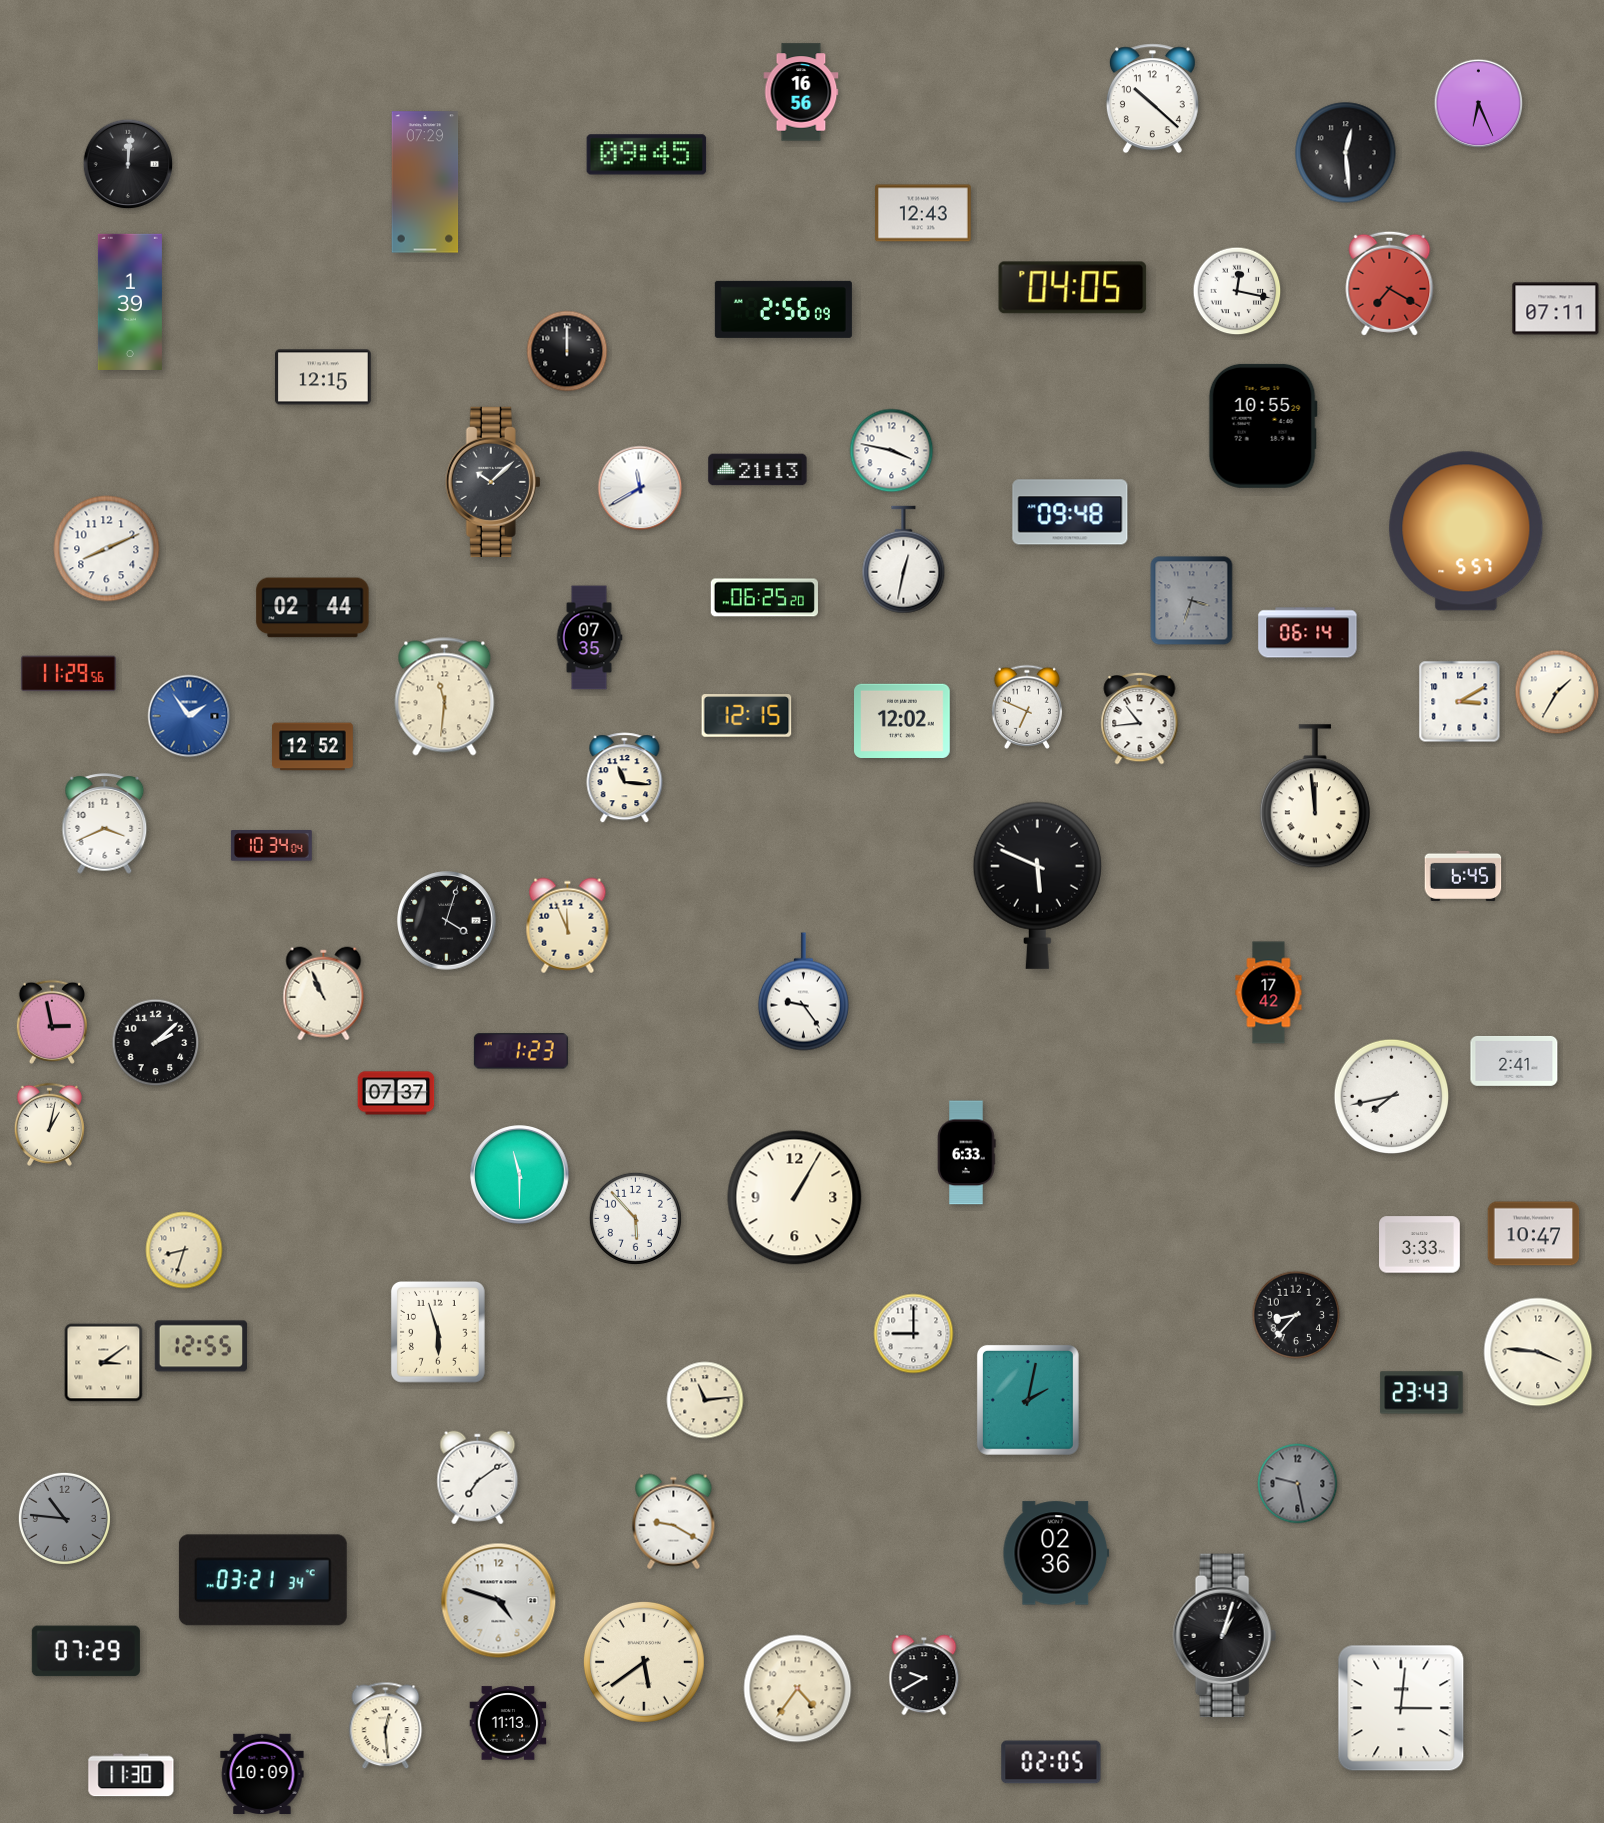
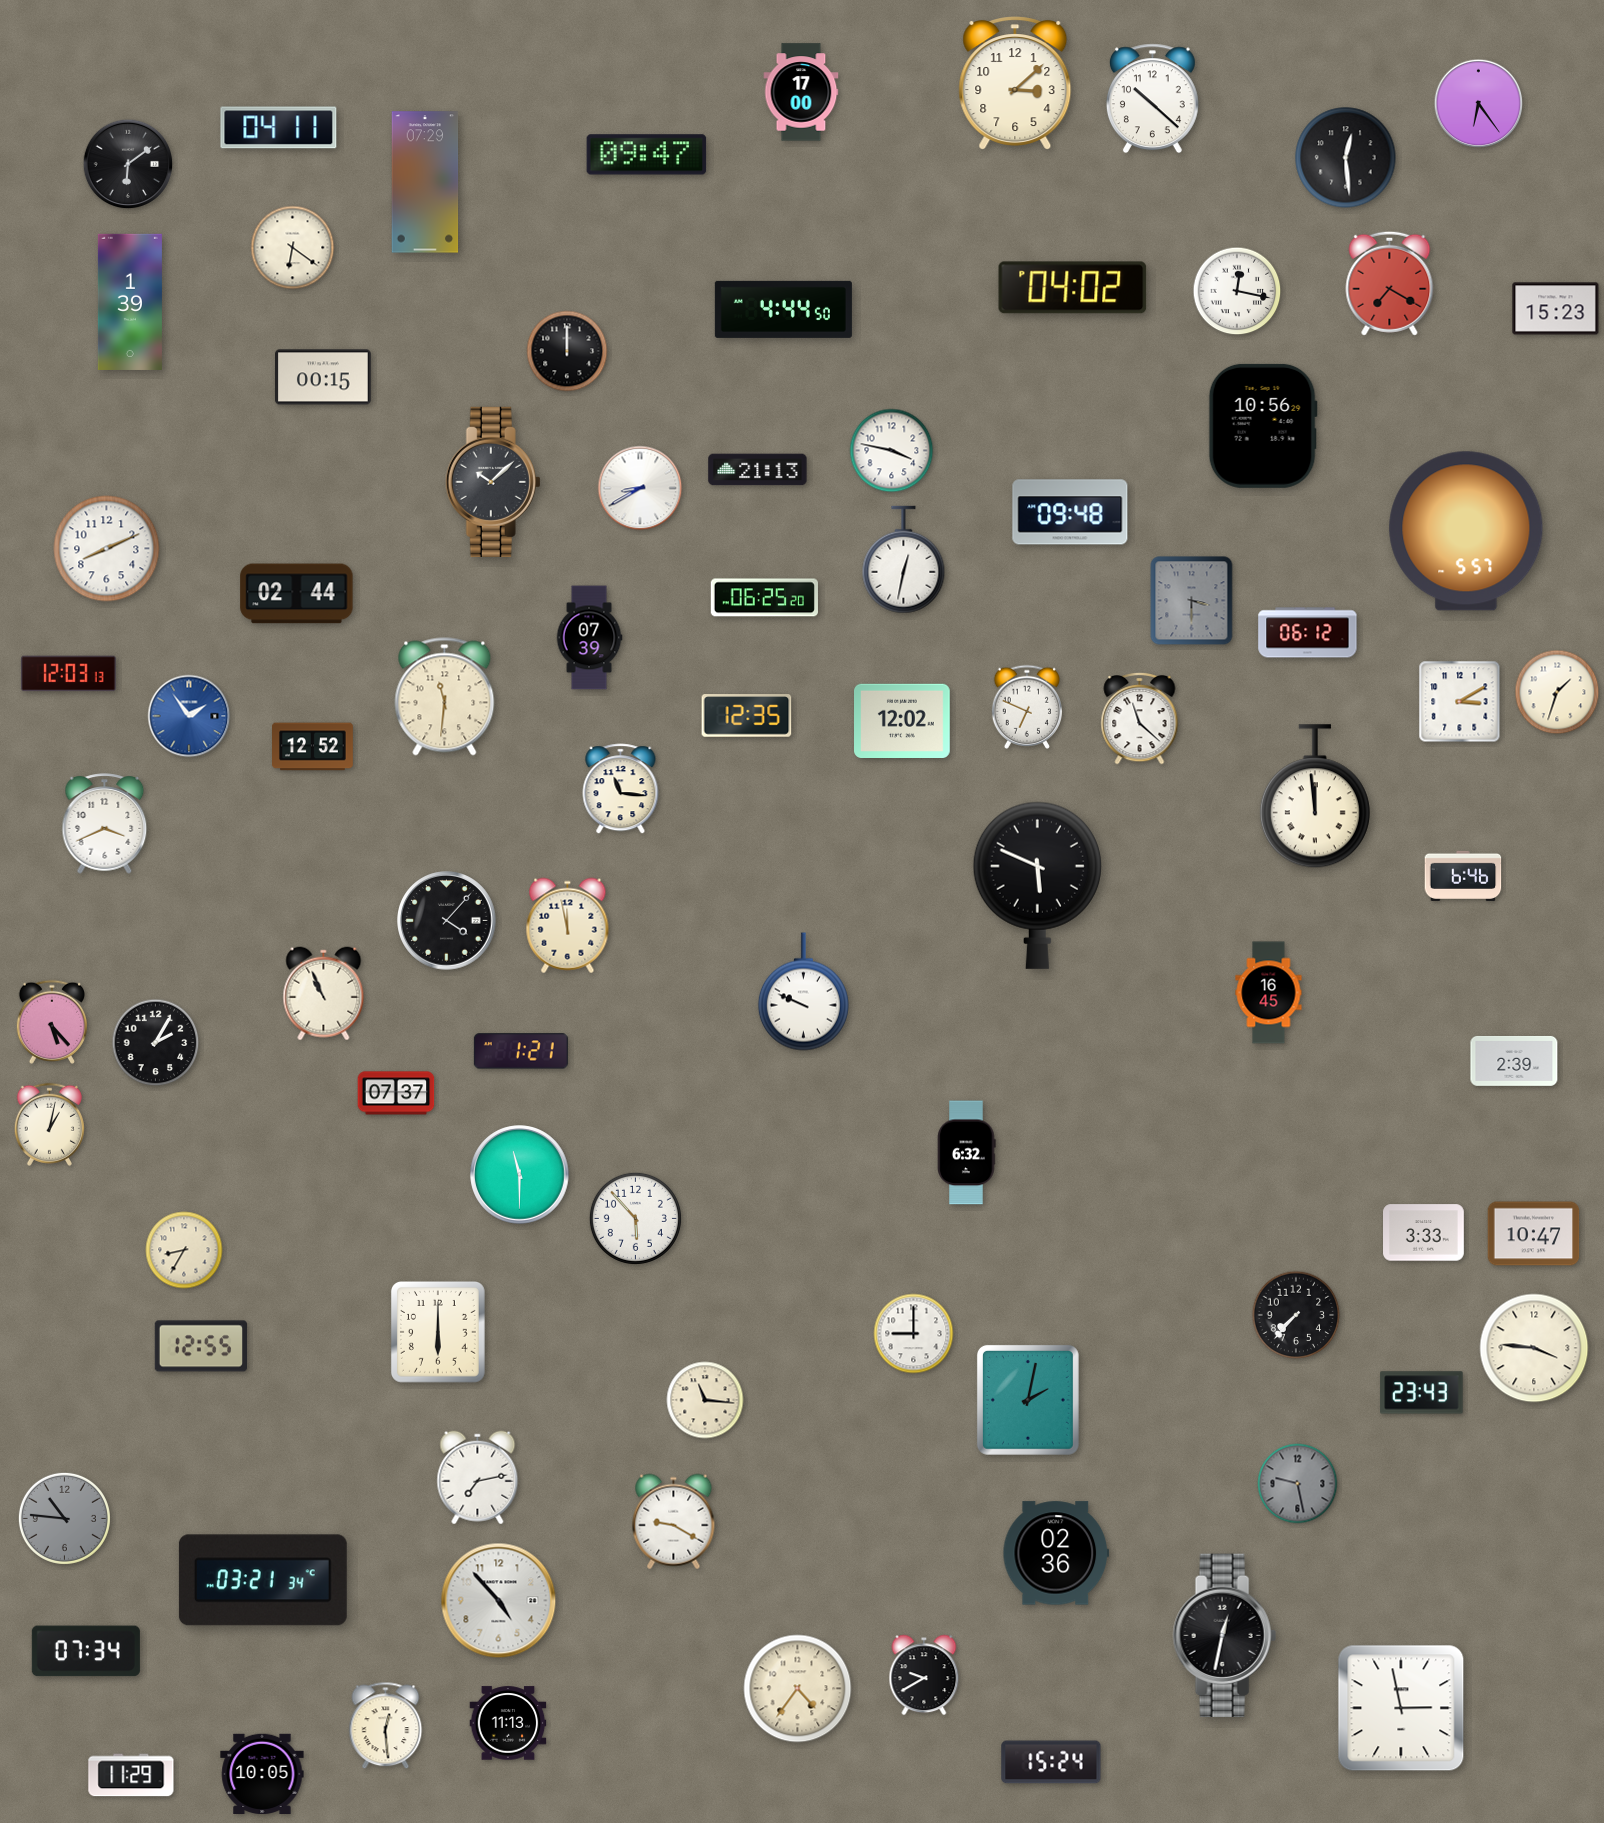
clock at (1015, 83): none -> 3:08
clock at (801, 92): 16:56 -> 17:00
clock at (1479, 104): 6:26 -> 6:24
clock at (279, 128): none -> 04:11
clock at (1346, 153) position: (1346, 153) -> (1346, 158)
clock at (647, 155): 09:45 -> 09:47
clock at (128, 164): 12:01 -> 6:09
clock at (924, 213): 12:43 -> none
clock at (293, 248): none -> 6:21
clock at (1073, 288): 04:05 -> 04:02
clock at (783, 309): 2:56 -> 4:44
clock at (1556, 309): 07:11 -> 15:23
clock at (324, 377): 12:15 -> 00:15
clock at (1263, 426): 10:55 -> 10:56
clock at (640, 488): 11:40 -> 8:40
clock at (1192, 601): 3:33 -> 3:30
clock at (313, 608) position: (313, 608) -> (297, 594)
clock at (1308, 633): 06:14 -> 06:12
clock at (589, 638): 07:35 -> 07:39
clock at (68, 674): 11:29 -> 12:03
clock at (1557, 692): 1:35 -> 1:33
clock at (747, 716): 12:15 -> 12:35
clock at (1140, 718): 10:44 -> 11:22
clock at (625, 778) position: (625, 778) -> (621, 789)
clock at (271, 846): 10:34 -> none
clock at (1463, 876): 6:45 -> 6:46
clock at (447, 921): 4:03 -> 4:07
clock at (568, 926): 11:56 -> 11:58
clock at (803, 992): 9:24 -> 9:49
clock at (1269, 993): 17:42 -> 16:45
clock at (51, 1022): 2:58 -> 5:23
clock at (156, 1043): 2:08 -> 2:05
clock at (521, 1051): 1:23 -> 1:21
clock at (1514, 1061): 2:41 -> 2:39
clock at (1392, 1097): 7:43 -> none
clock at (967, 1153): 6:33 -> 6:32
clock at (795, 1198): 1:05 -> none
clock at (1420, 1245) position: (1420, 1245) -> (1424, 1233)
clock at (184, 1250): 8:33 -> 8:35
clock at (1296, 1315): 8:37 -> 7:37
clock at (438, 1333): 5:57 -> 6:00
clock at (1538, 1352) position: (1538, 1352) -> (1534, 1348)
clock at (104, 1363): 3:09 -> none
clock at (705, 1400): 11:14 -> 11:16
clock at (478, 1478): 7:09 -> 7:13
clock at (499, 1601): 4:48 -> 4:53
clock at (1224, 1636): 1:03 -> 12:32
clock at (86, 1651): 07:29 -> 07:34
clock at (644, 1662): 5:39 -> none
clock at (1401, 1708): 3:01 -> 2:58
clock at (1051, 1762): 02:05 -> 15:24
clock at (262, 1773): 10:09 -> 10:05
clock at (131, 1775): 11:30 -> 11:29
